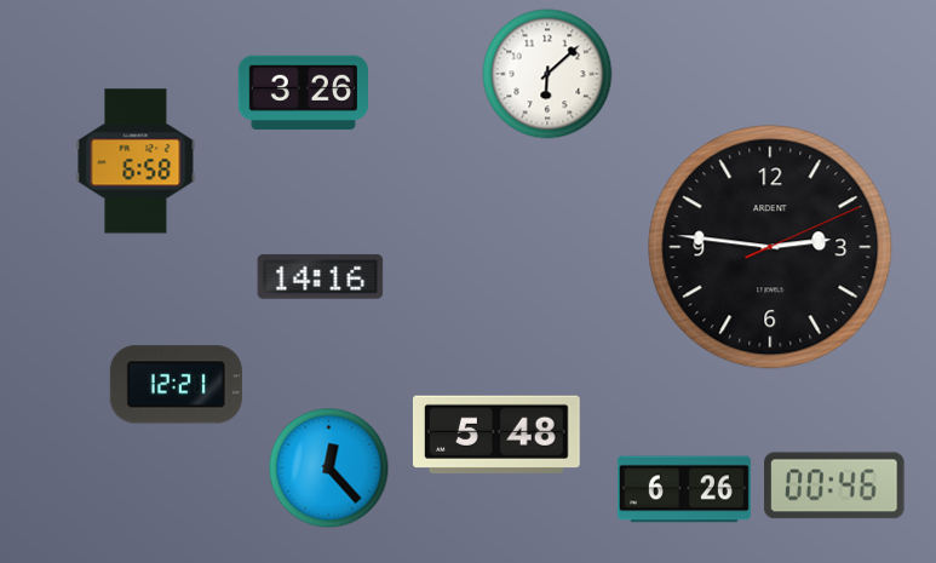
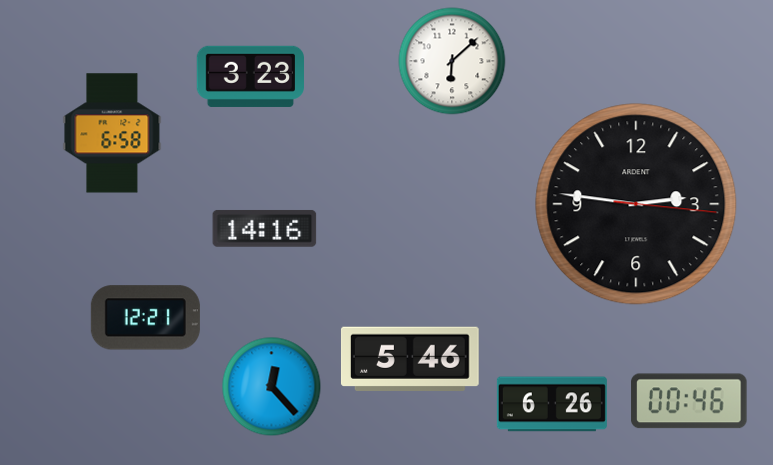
clock at (303, 92): 3:26 -> 3:23
clock at (770, 247): 2:46:11 -> 2:46:16
clock at (496, 435): 5:48 -> 5:46
clock at (684, 489) position: (684, 489) -> (552, 404)
